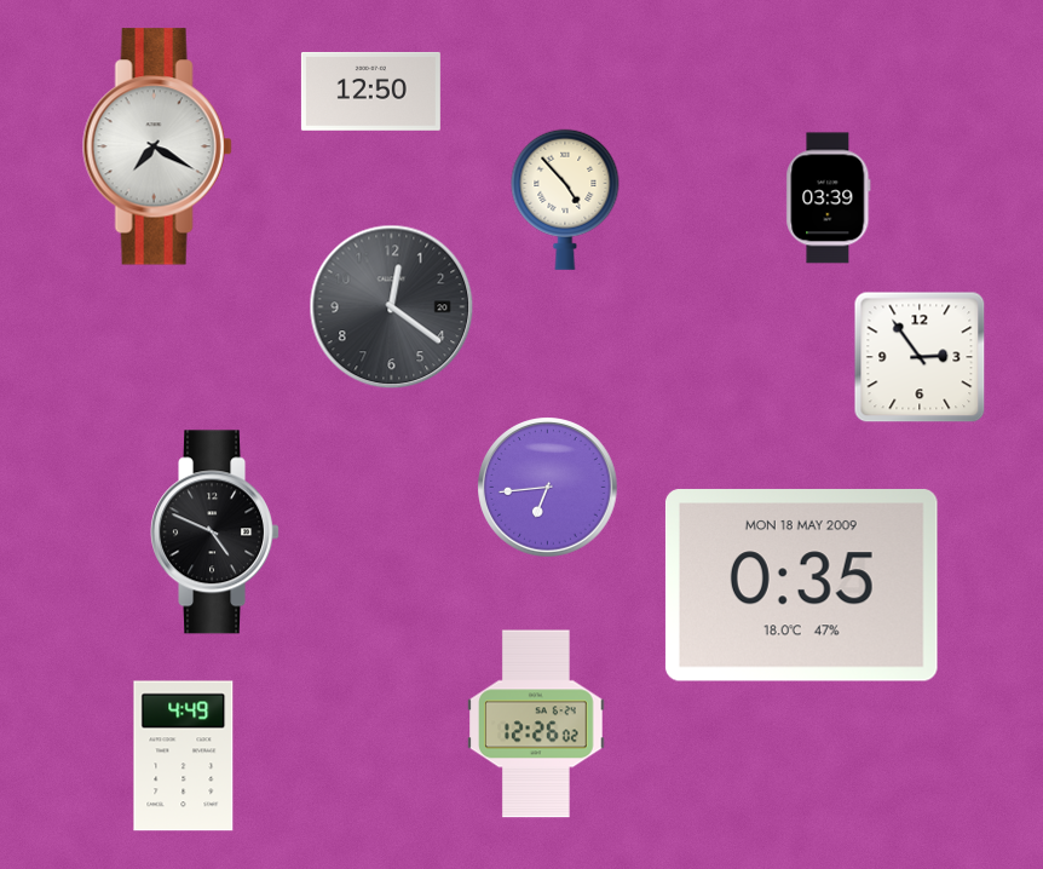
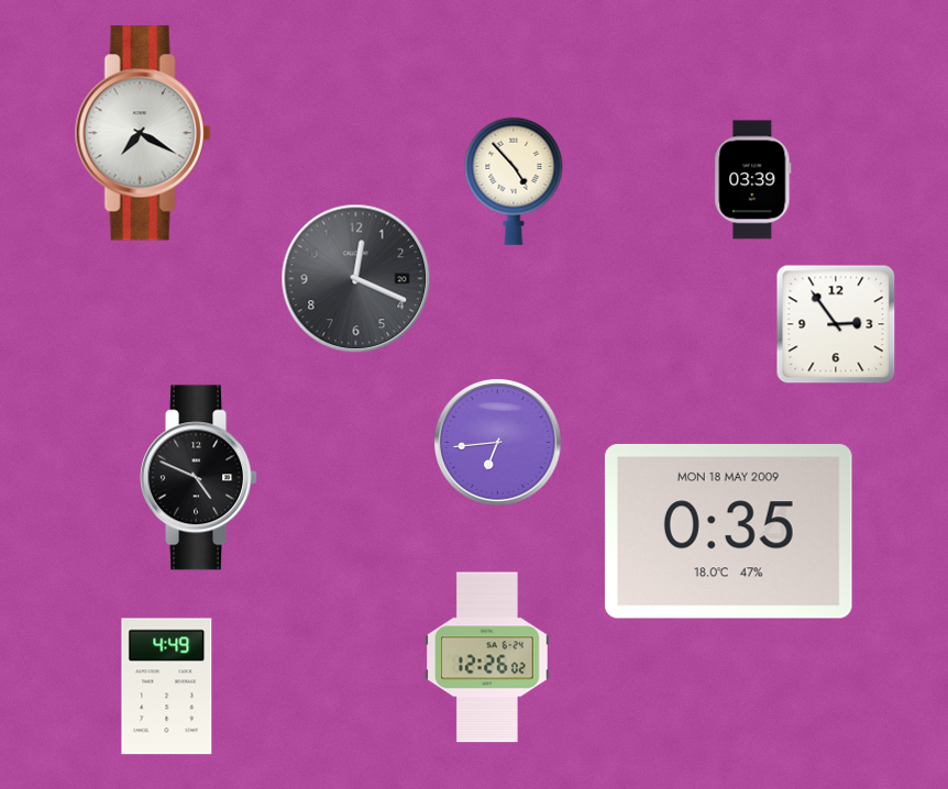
clock at (370, 91): 12:50 -> none
clock at (392, 307): 12:21 -> 12:19
clock at (215, 533) position: (215, 533) -> (199, 478)
